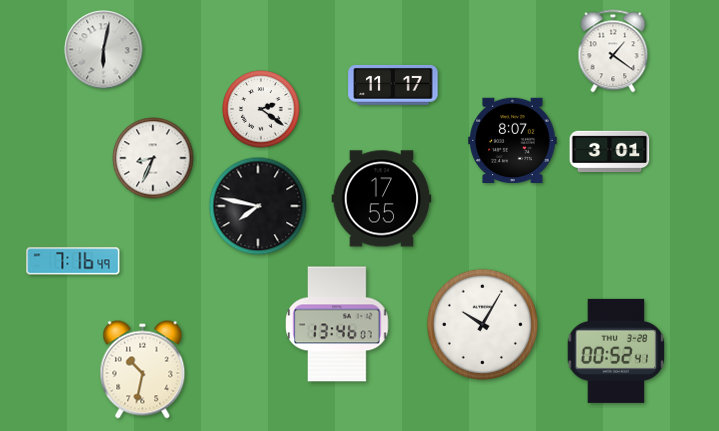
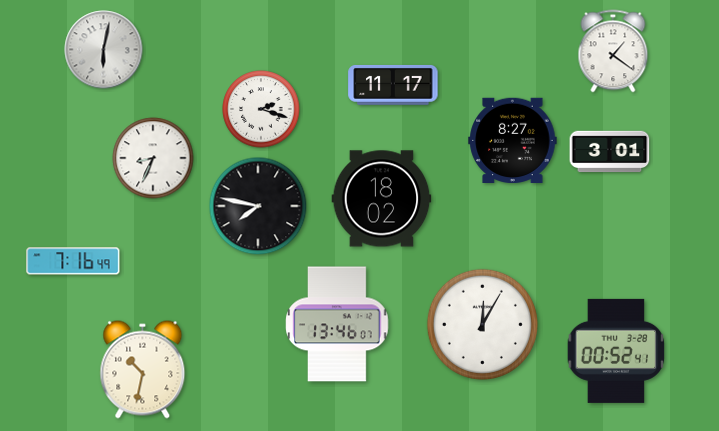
clock at (261, 109): 2:21 -> 2:18
clock at (513, 140): 8:07 -> 8:27
clock at (382, 199): 17:55 -> 18:02
clock at (482, 324): 10:05 -> 12:05
